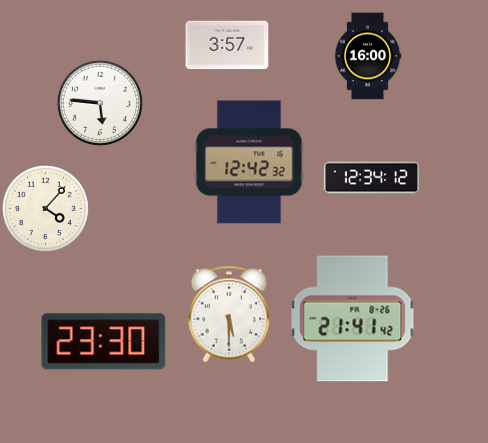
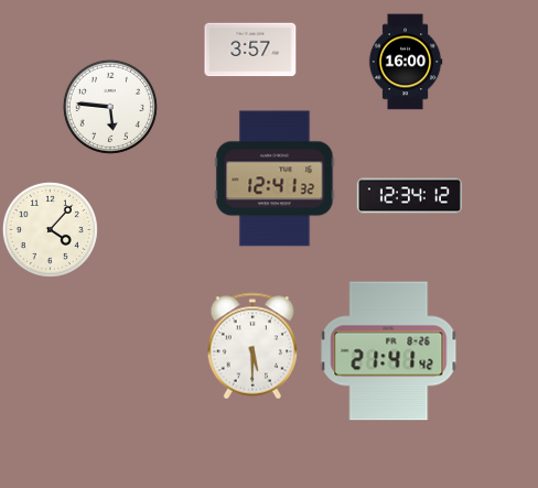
clock at (100, 103) position: (100, 103) -> (110, 107)
clock at (249, 162): 12:42 -> 12:41
clock at (104, 342): 23:30 -> none
